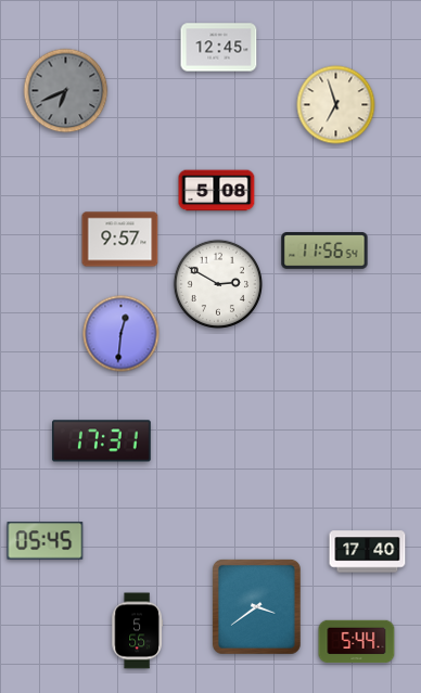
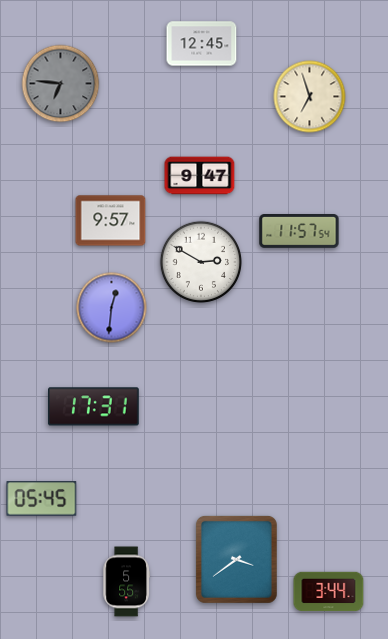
clock at (66, 91): 6:41 -> 6:46
clock at (217, 191): 5:08 -> 9:47
clock at (324, 252): 11:56 -> 11:57
clock at (368, 552): 17:40 -> none
clock at (357, 642): 5:44 -> 3:44
